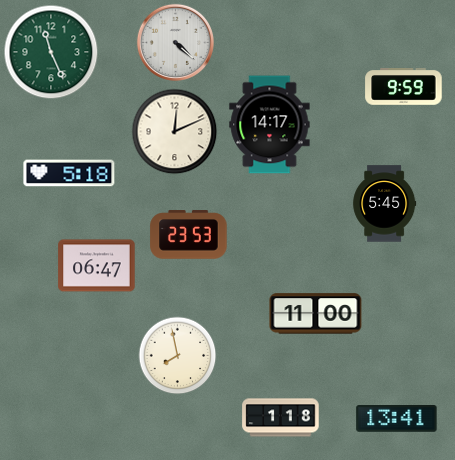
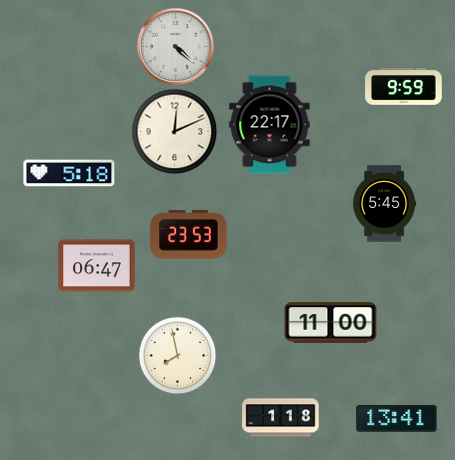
clock at (175, 42) position: (175, 42) -> (175, 46)
clock at (51, 52): 11:26 -> none
clock at (270, 125): 14:17 -> 22:17
clock at (316, 314) position: (316, 314) -> (331, 323)
